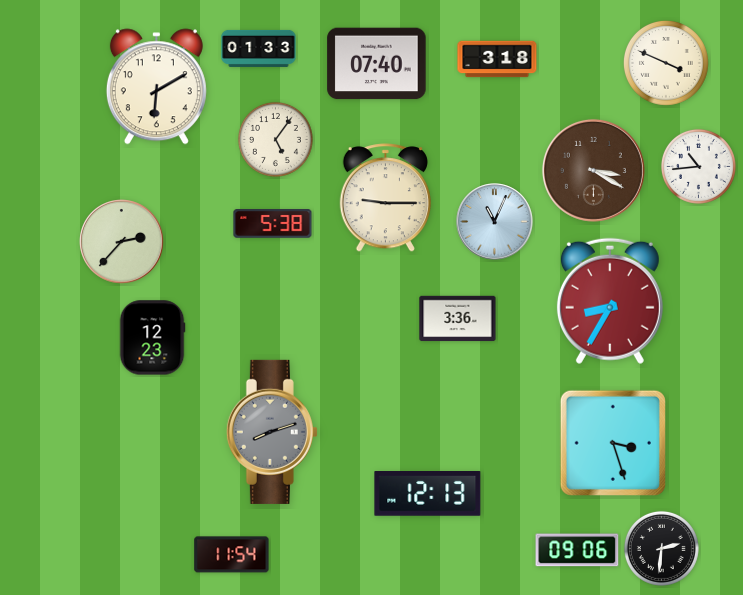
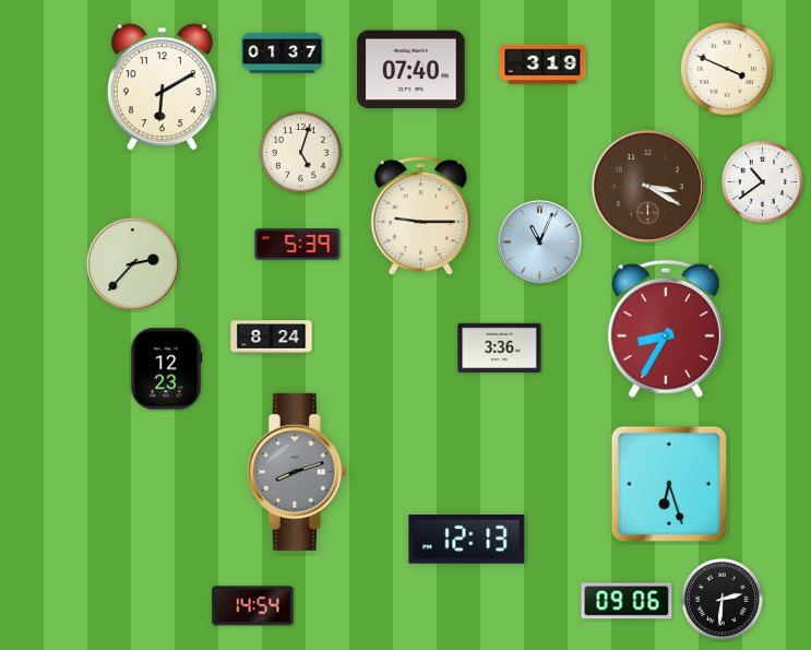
clock at (259, 48): 01:33 -> 01:37
clock at (497, 59): 3:18 -> 3:19
clock at (156, 87) position: (156, 87) -> (162, 87)
clock at (275, 139): 5:06 -> 5:03
clock at (698, 166): 10:44 -> 10:39
clock at (273, 224): 5:38 -> 5:39
clock at (272, 338): none -> 8:24
clock at (613, 443): 3:27 -> 6:27
clock at (577, 550) position: (577, 550) -> (627, 601)
clock at (232, 555): 11:54 -> 14:54
